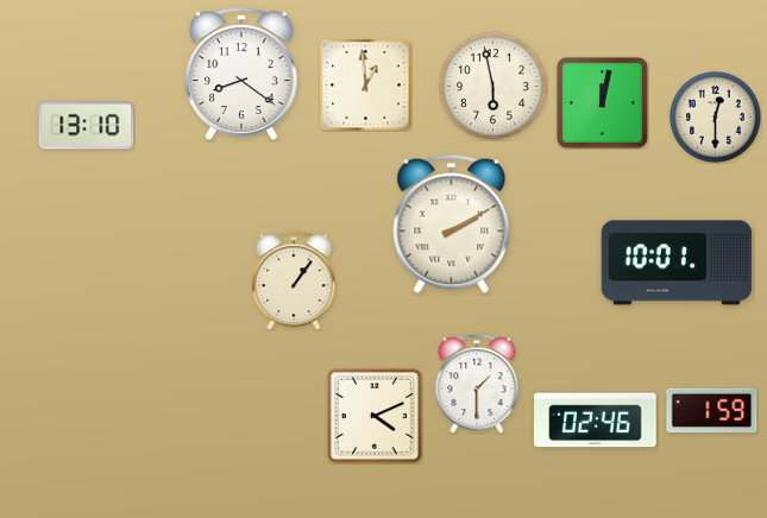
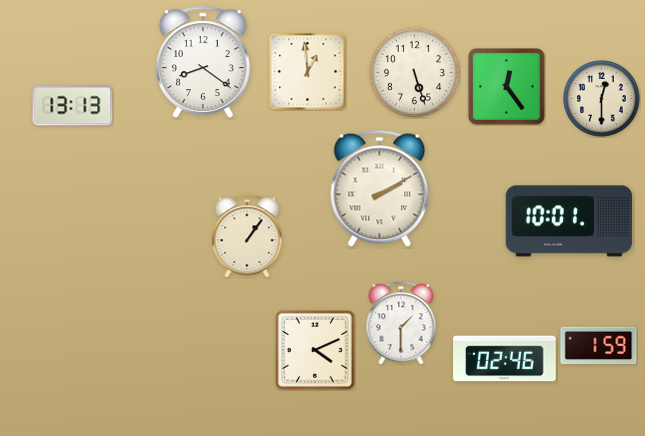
clock at (492, 86): 5:58 -> 5:27
clock at (602, 102): 12:02 -> 12:24
clock at (87, 126): 13:10 -> 13:13
clock at (596, 421) position: (596, 421) -> (505, 359)
